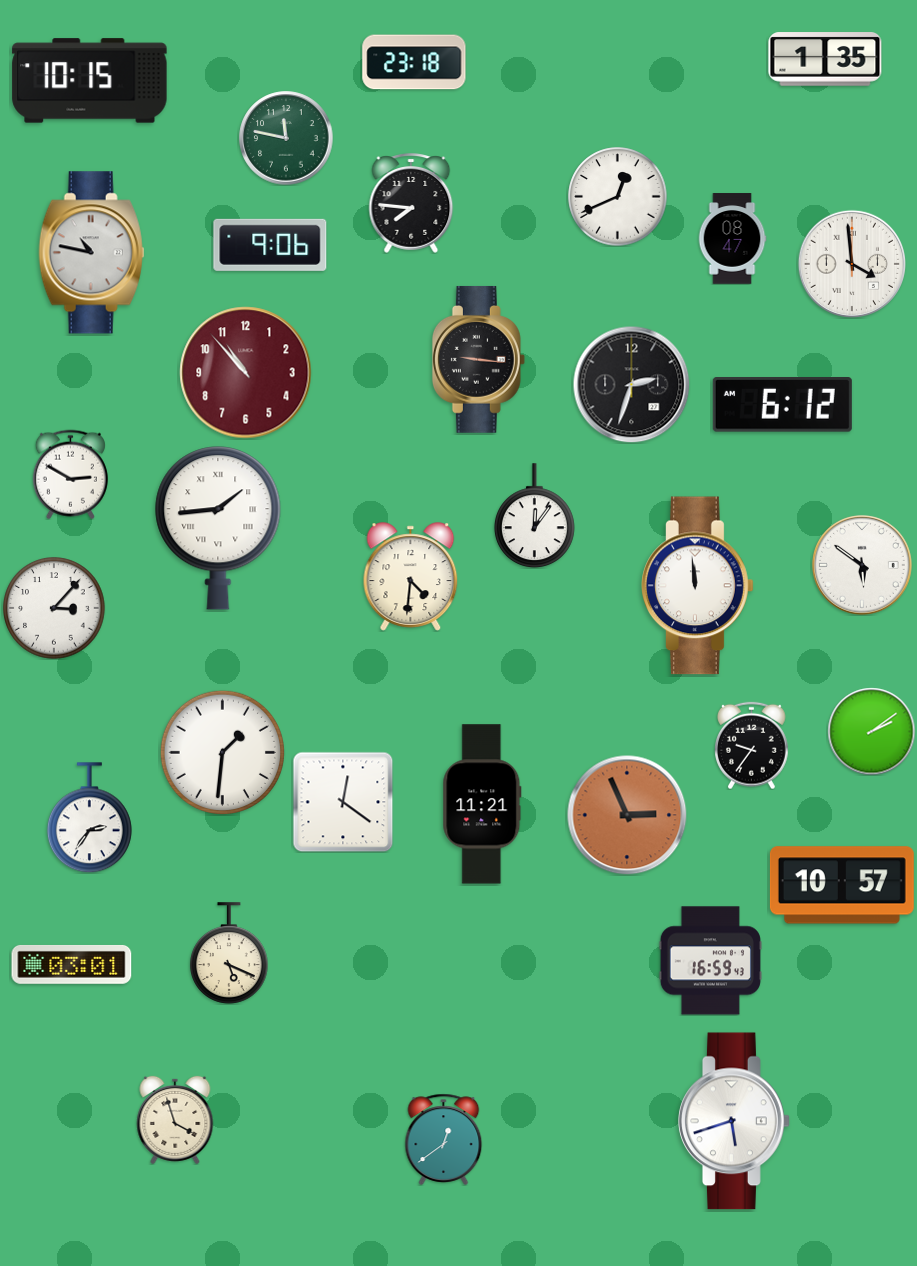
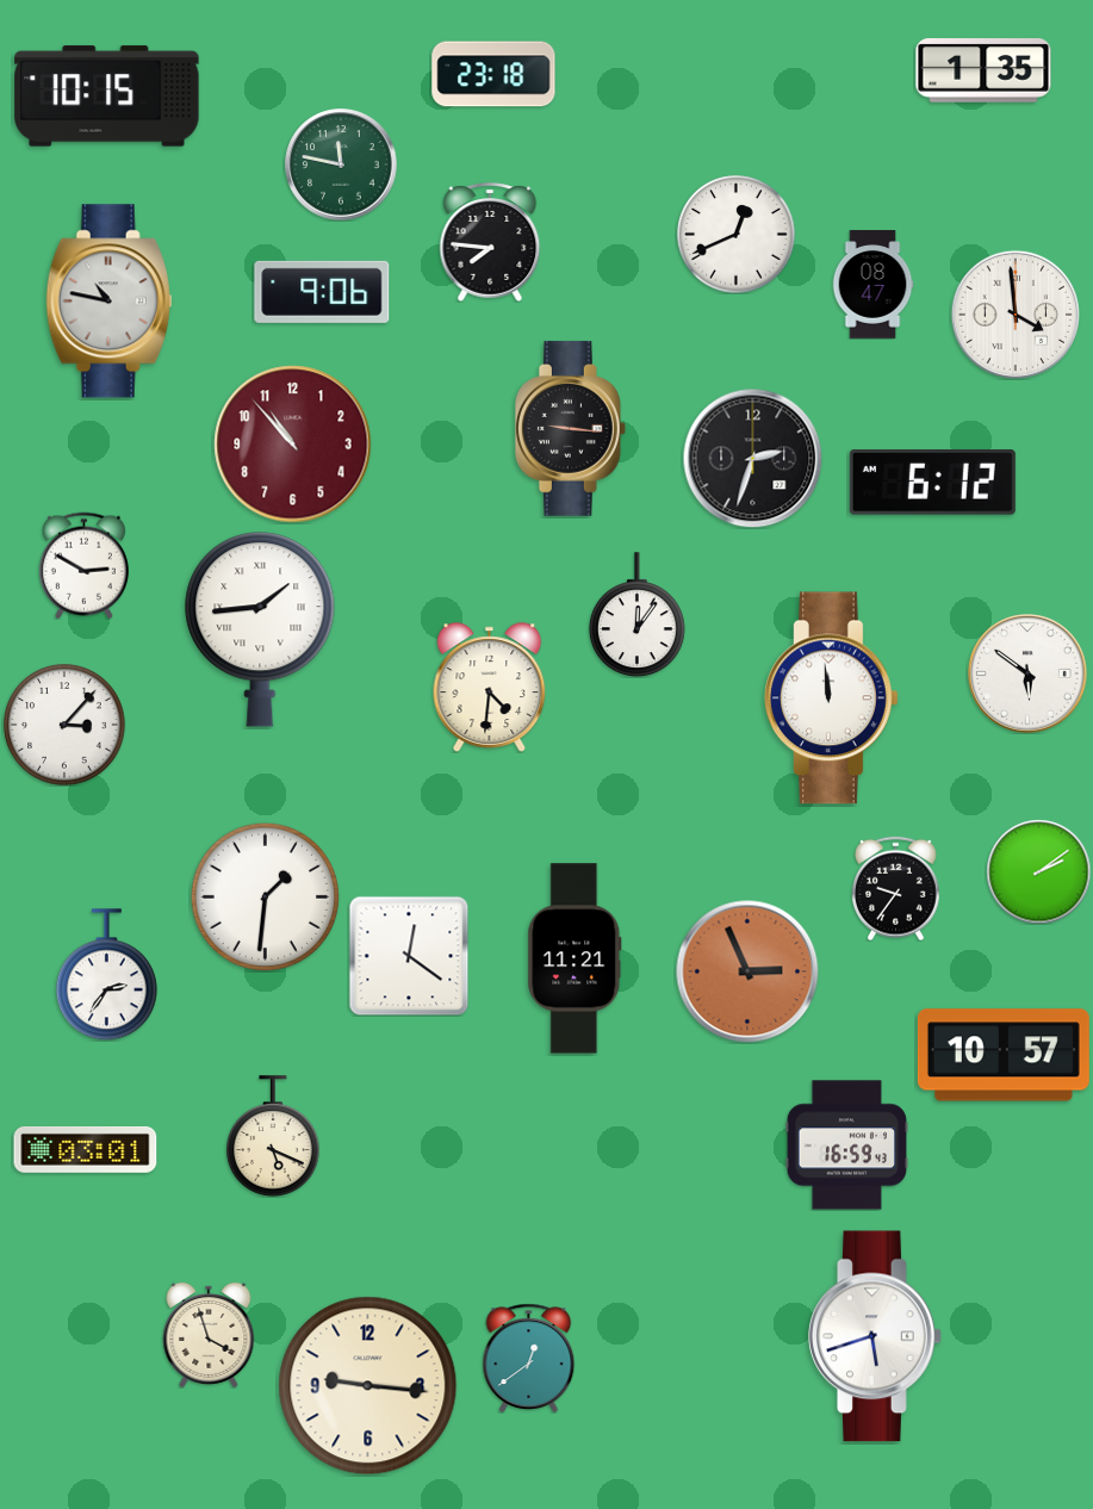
clock at (368, 1386): none -> 9:16
